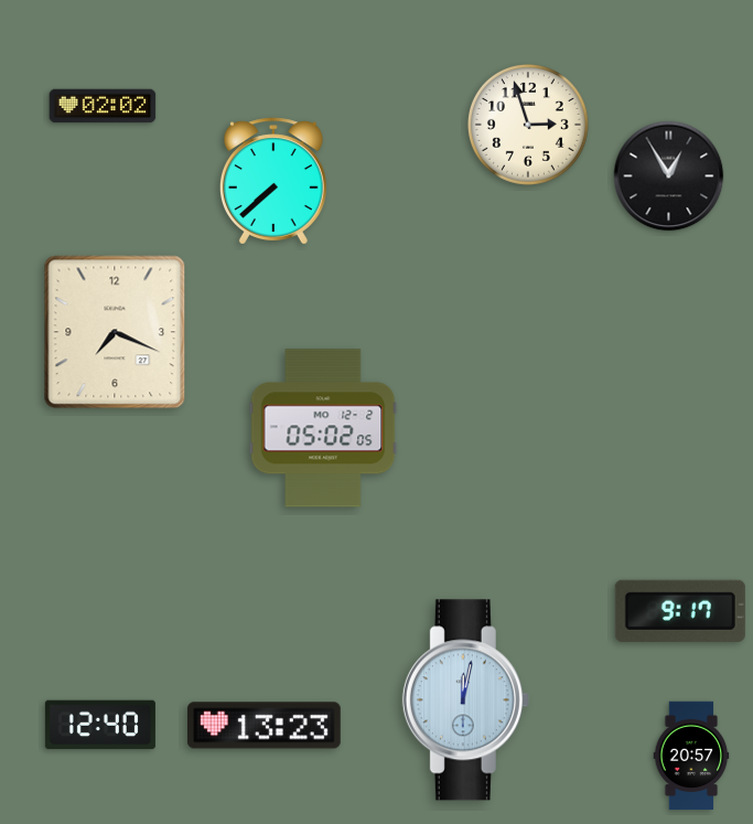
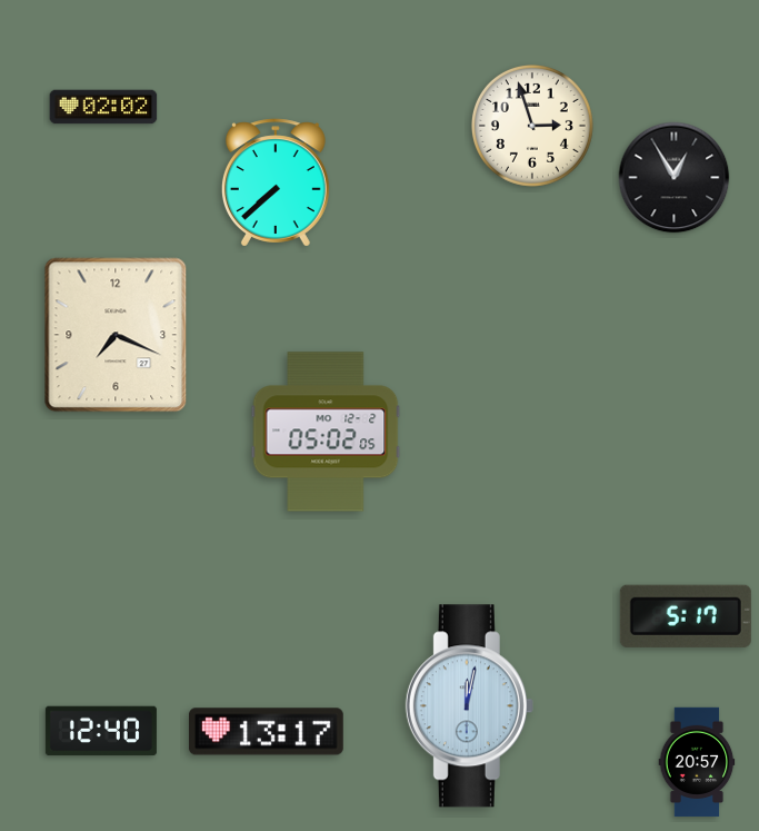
clock at (680, 611): 9:17 -> 5:17
clock at (265, 726): 13:23 -> 13:17
